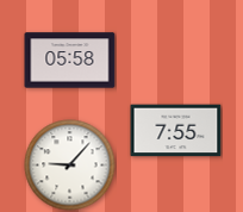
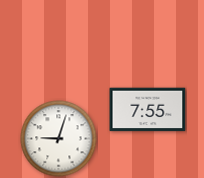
clock at (70, 61): 05:58 -> none
clock at (70, 166): 9:07 -> 9:03
